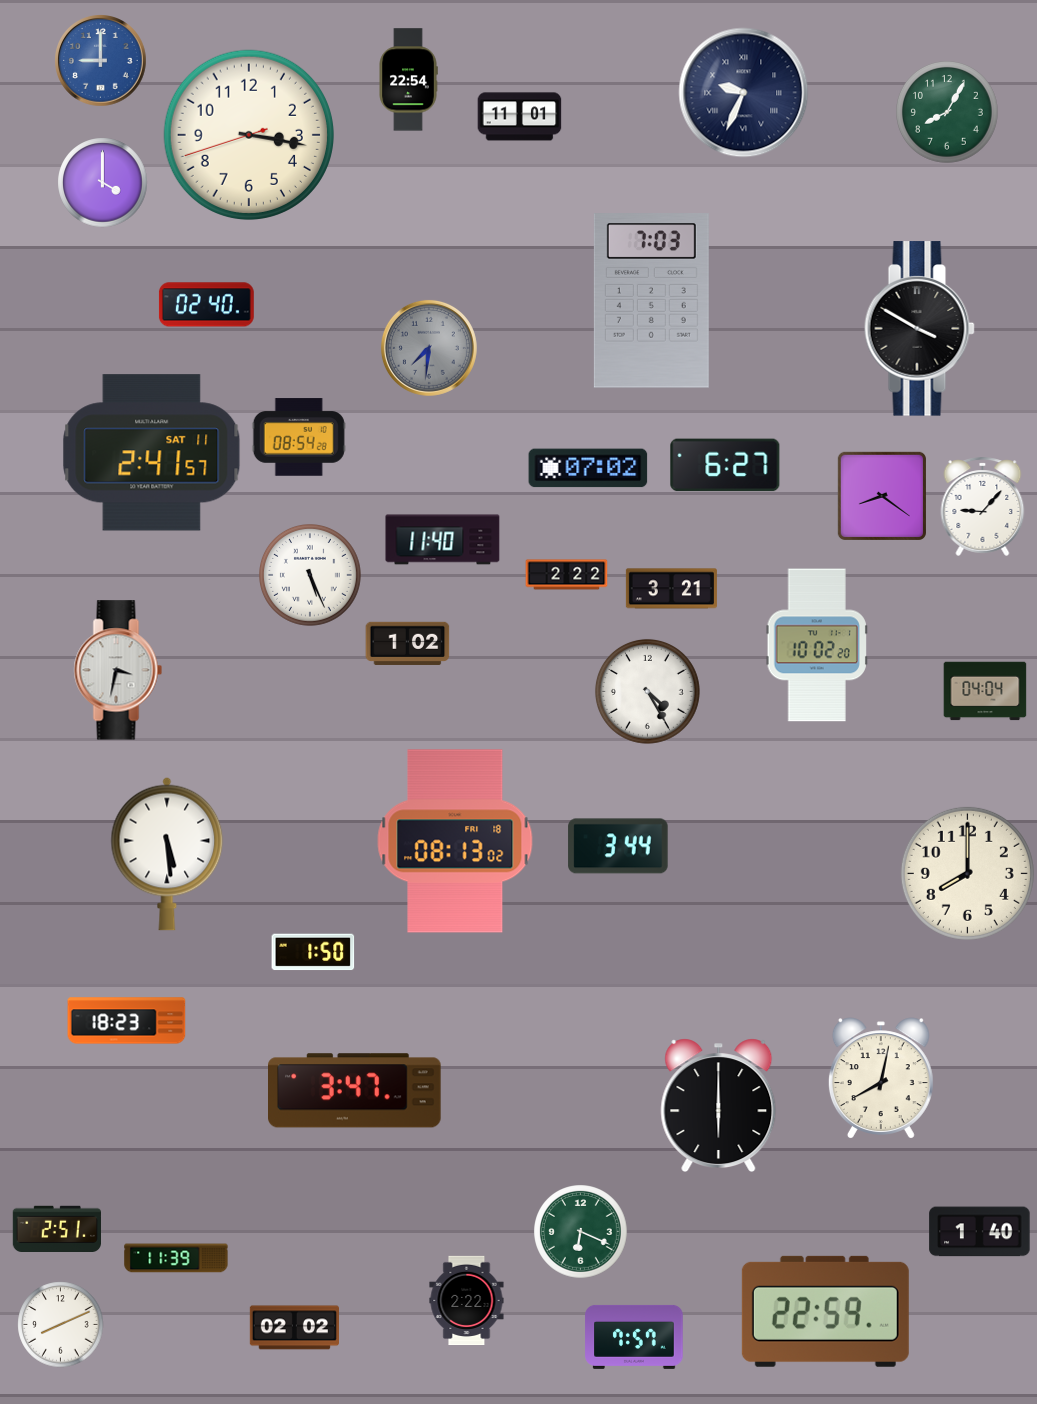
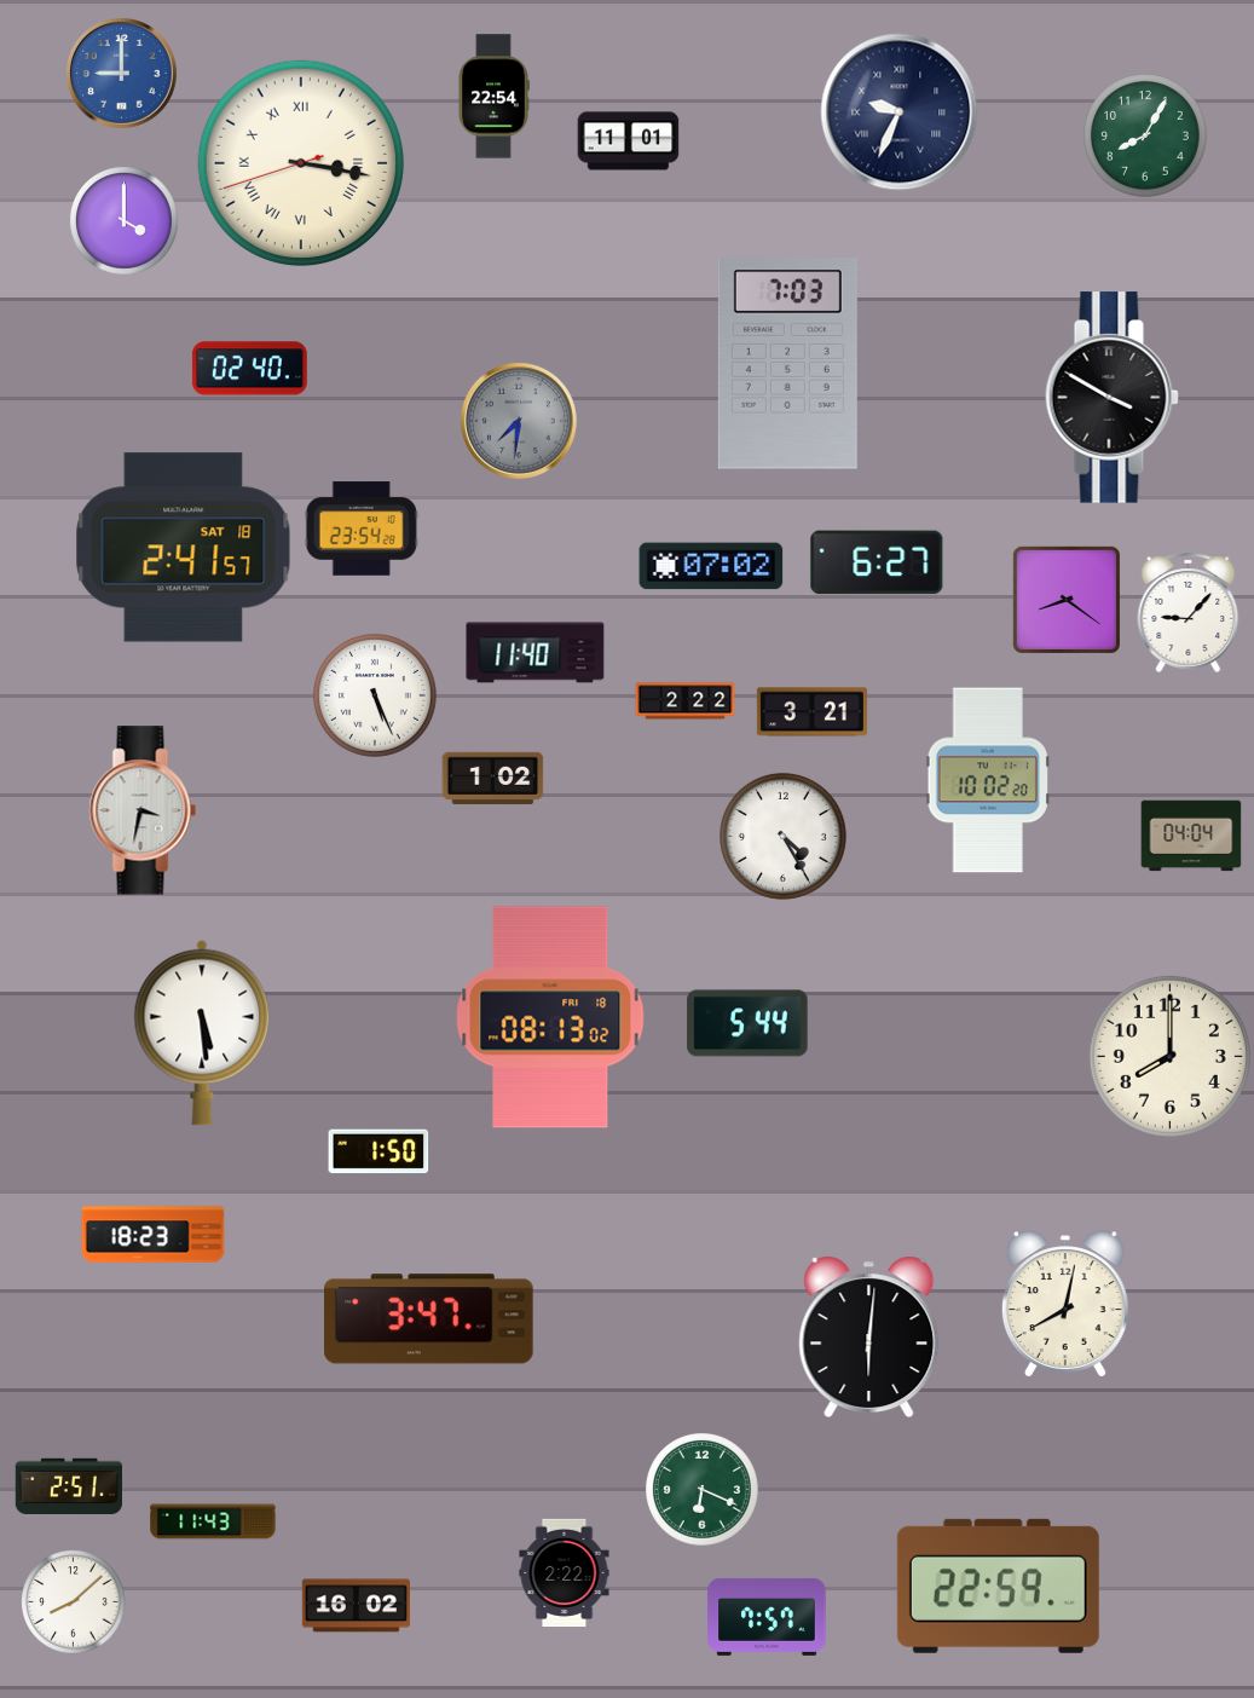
clock at (248, 134) numerals: Arabic -> Roman
clock at (299, 437): 08:54 -> 23:54
clock at (152, 453) date: SAT 11 -> SAT 18
clock at (567, 575) position: (567, 575) -> (686, 701)
clock at (618, 846): 3:44 -> 5:44
clock at (719, 1105): 6:00 -> 6:01
clock at (980, 1232): 1:40 -> none
clock at (176, 1258): 11:39 -> 11:43
clock at (61, 1325): 8:11 -> 8:08
clock at (294, 1328): 02:02 -> 16:02
